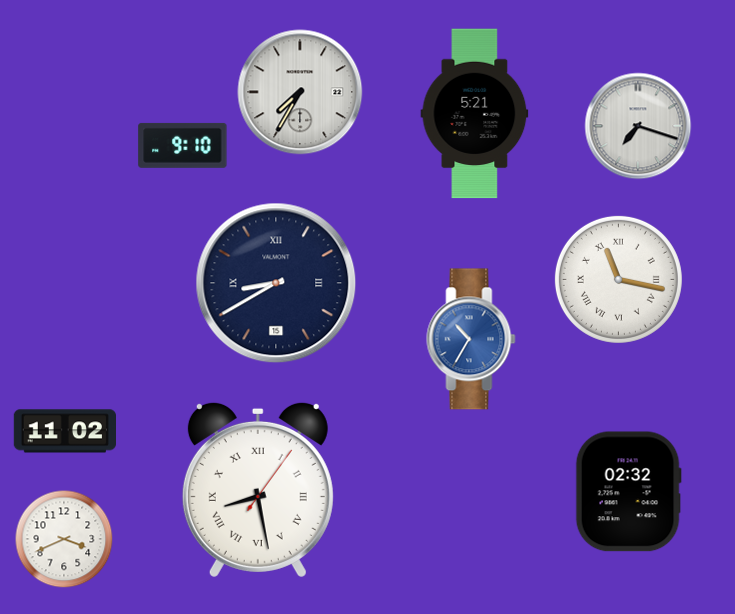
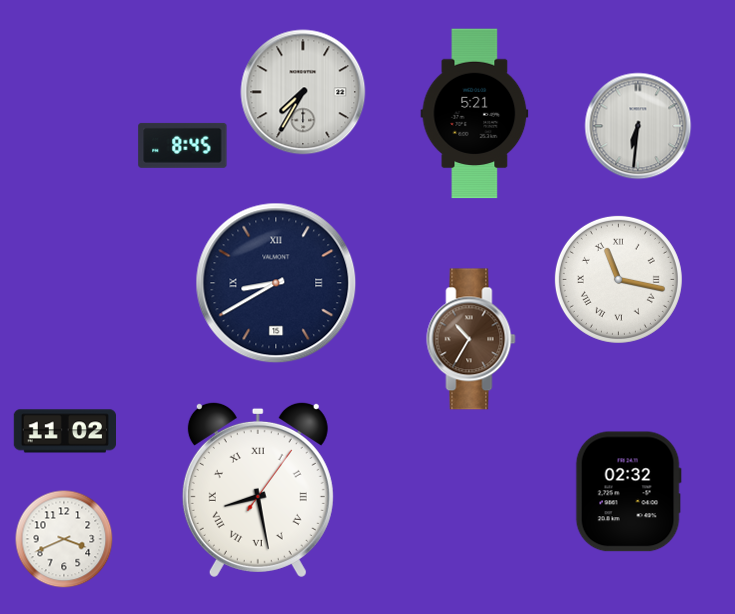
clock at (300, 92) position: (300, 92) -> (303, 92)
clock at (638, 126): 7:18 -> 6:31
clock at (183, 145): 9:10 -> 8:45
clock at (471, 339) dial: blue -> brown
